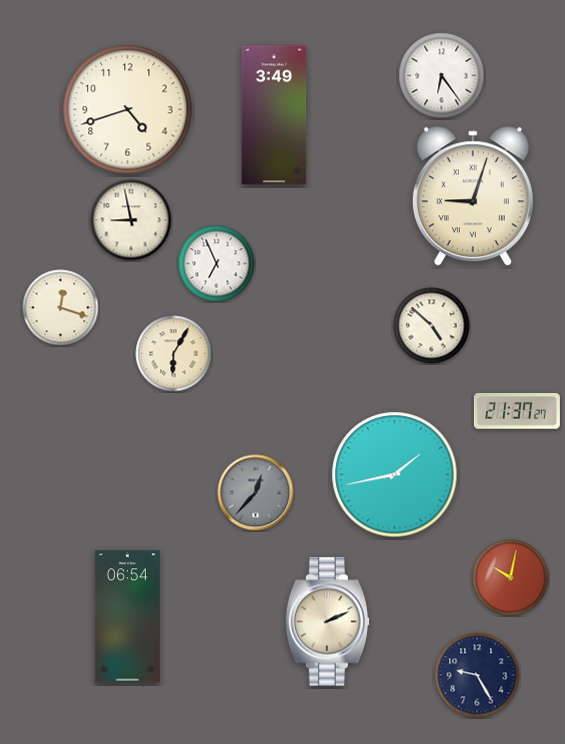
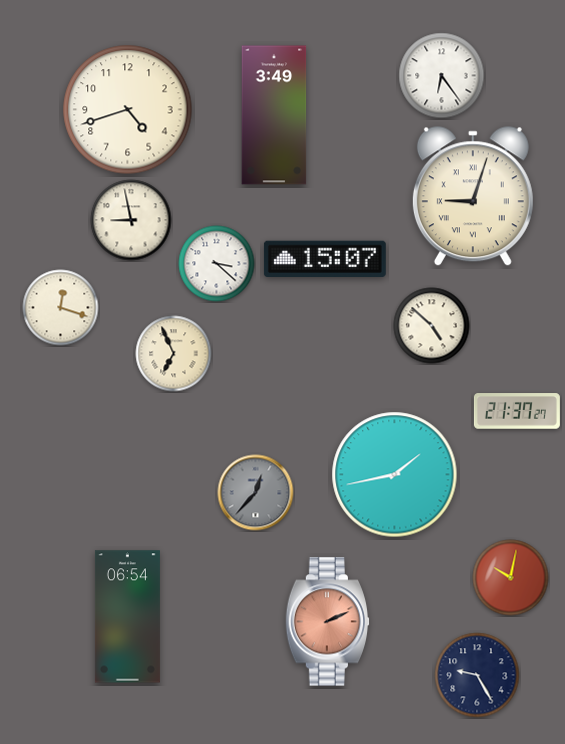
clock at (325, 258): none -> 15:07
clock at (217, 264): 6:56 -> 3:22
clock at (174, 354): 6:05 -> 6:56
clock at (328, 622) dial: cream -> salmon
